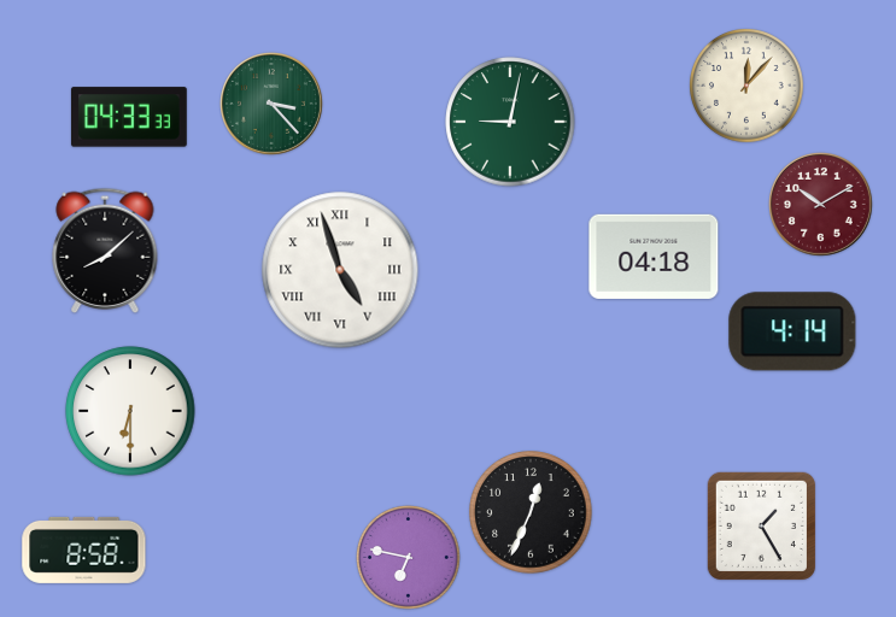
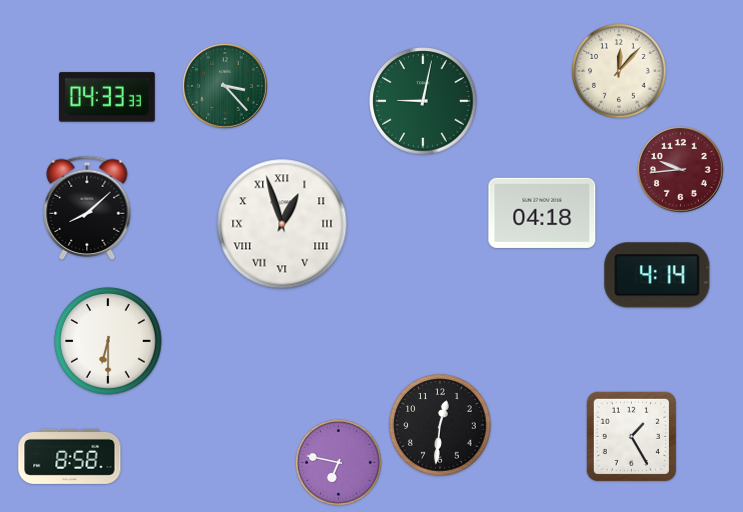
clock at (821, 205): 10:10 -> 9:44
clock at (340, 270): 4:57 -> 12:57
clock at (531, 512): 12:34 -> 12:31
